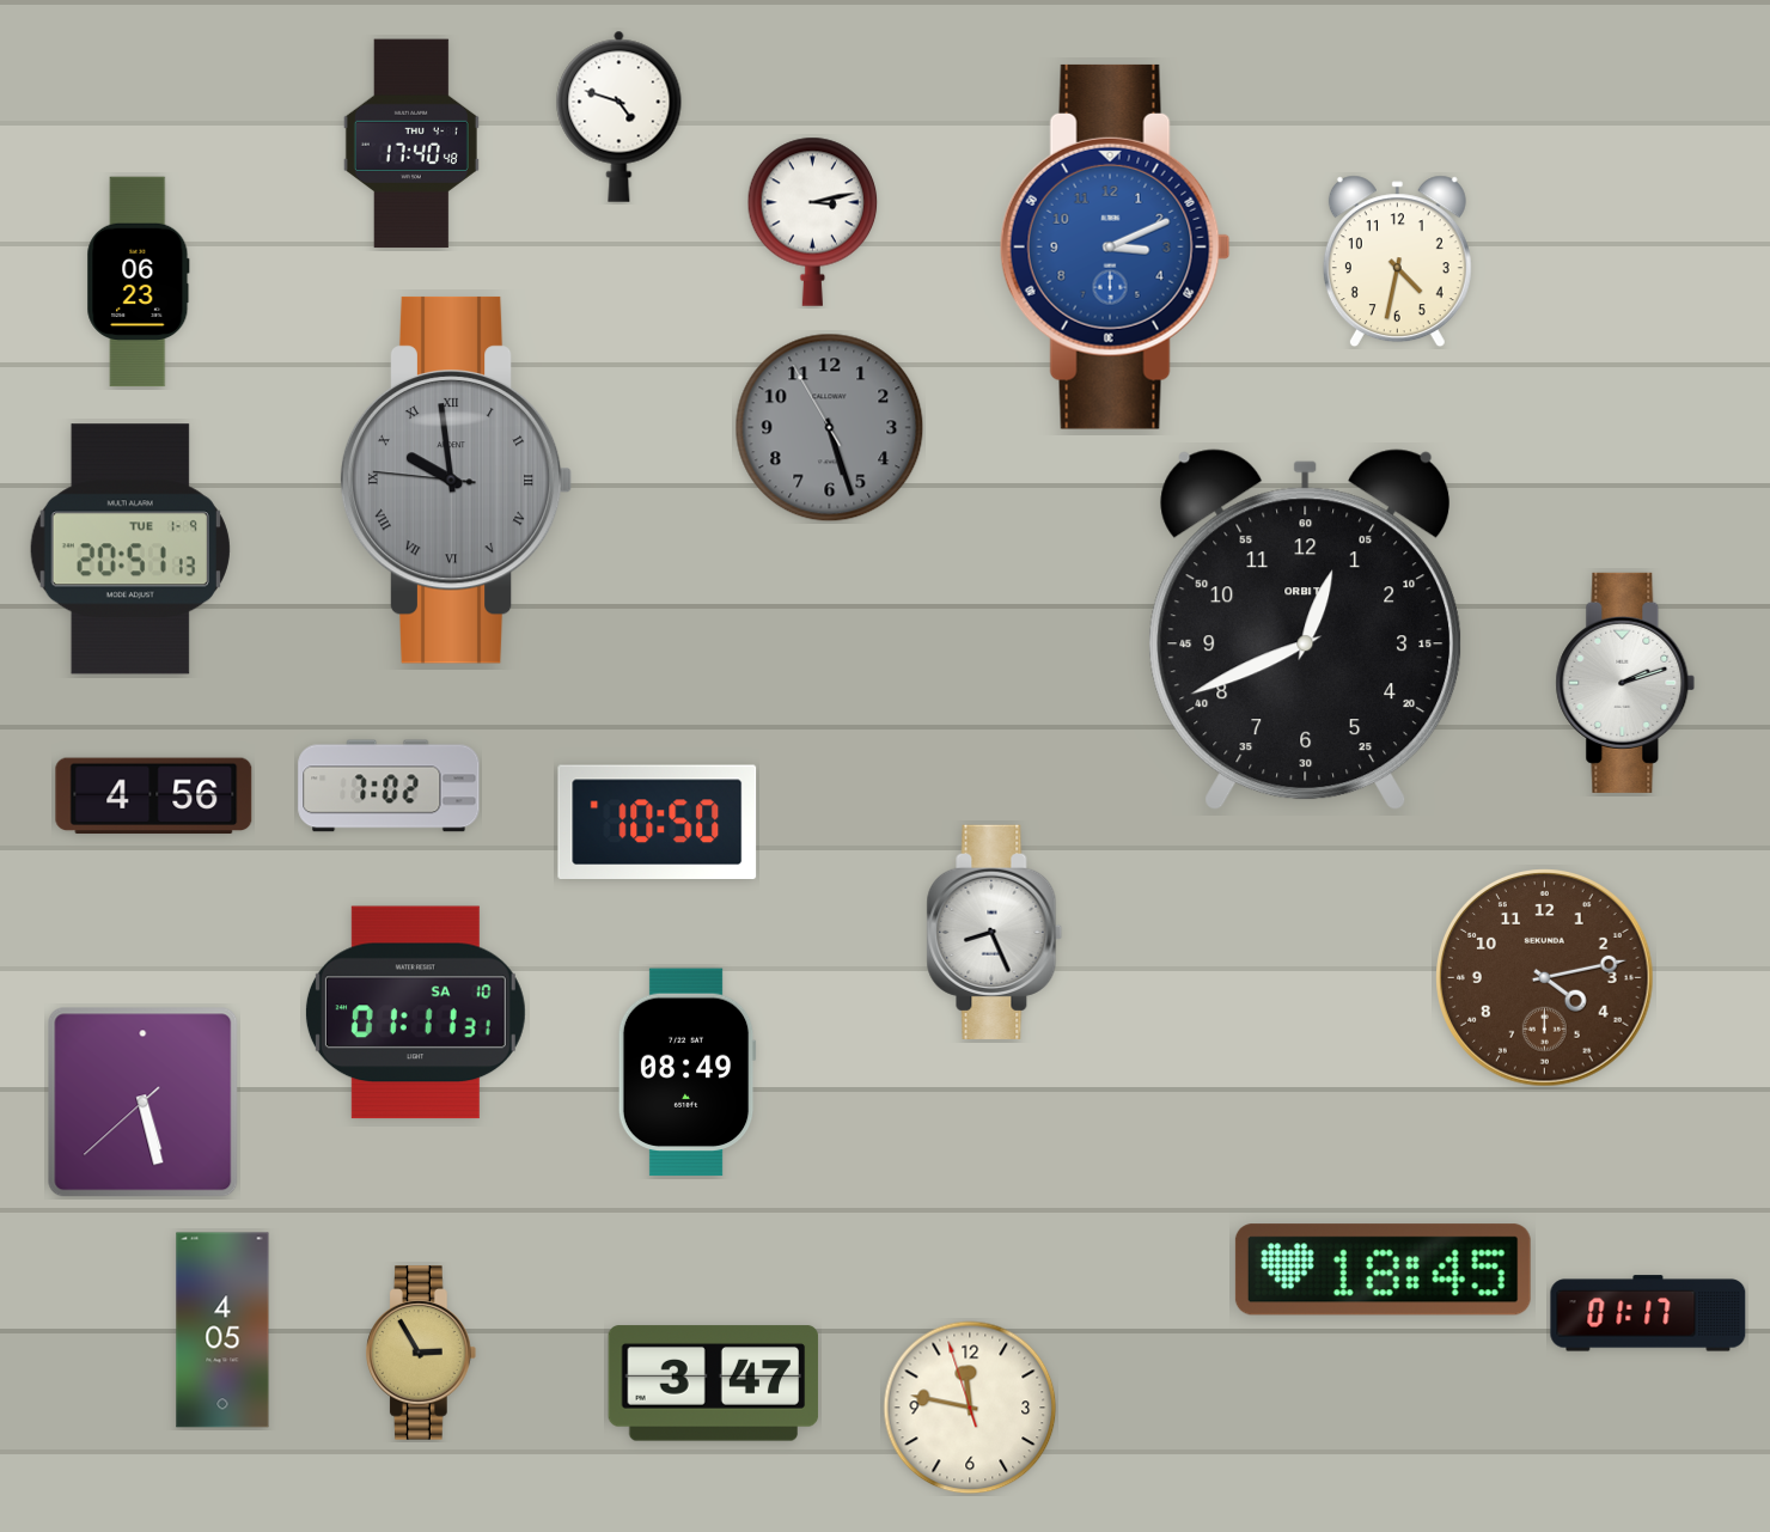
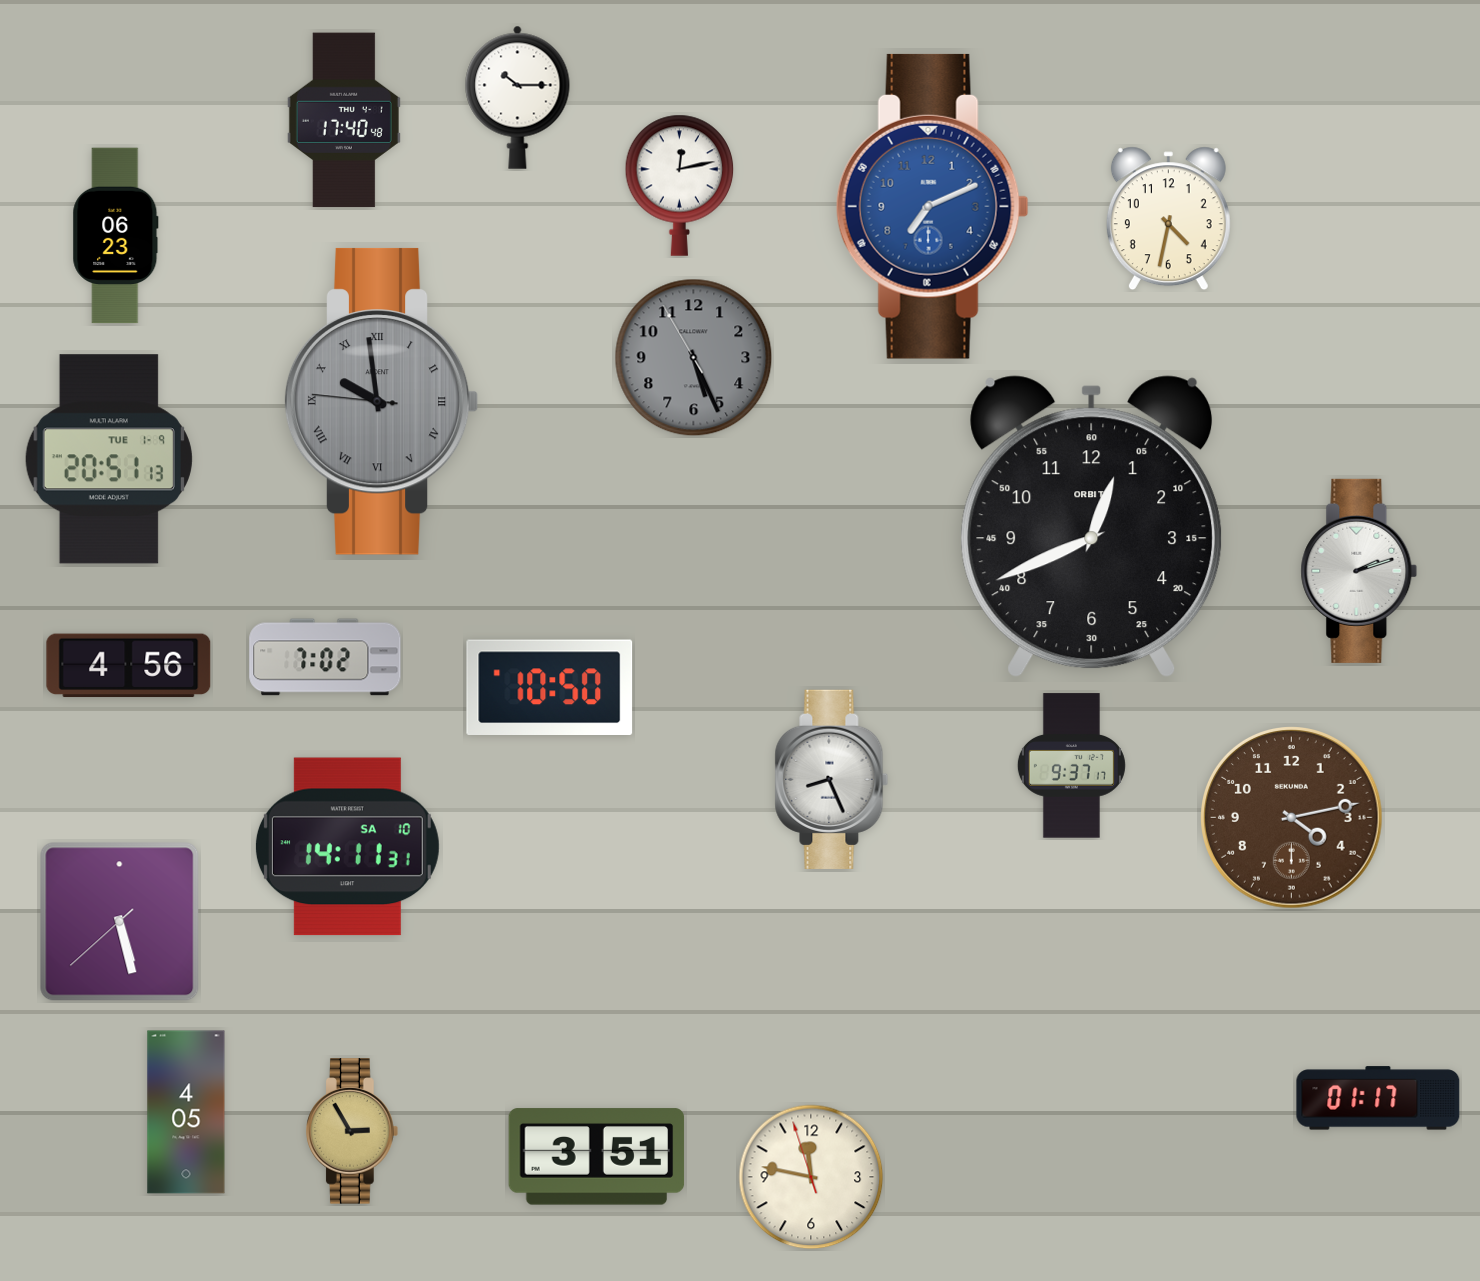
clock at (619, 116): 4:48 -> 10:15
clock at (813, 221): 3:13 -> 12:13
clock at (1115, 246): 3:11 -> 7:11
clock at (830, 428): 5:26 -> 5:25
clock at (1071, 766): none -> 9:37
clock at (415, 1013): 01:11 -> 14:11
clock at (686, 1073): 08:49 -> none
clock at (1383, 1270): 18:45 -> none
clock at (714, 1384): 3:47 -> 3:51
